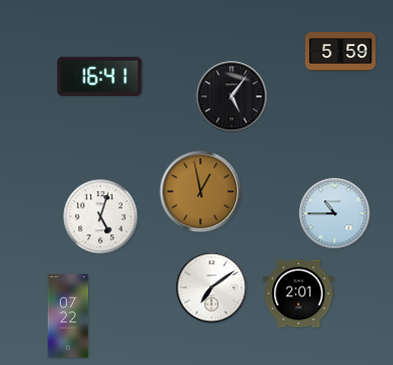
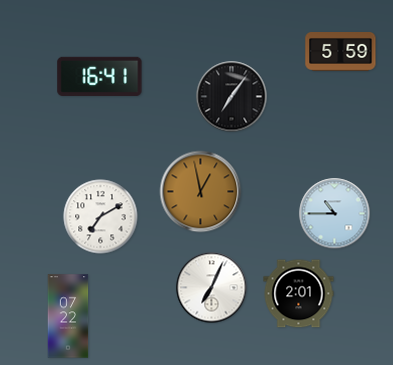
clock at (232, 97): 5:06 -> 7:06
clock at (101, 217): 5:03 -> 7:10
clock at (212, 288): 7:09 -> 7:04
